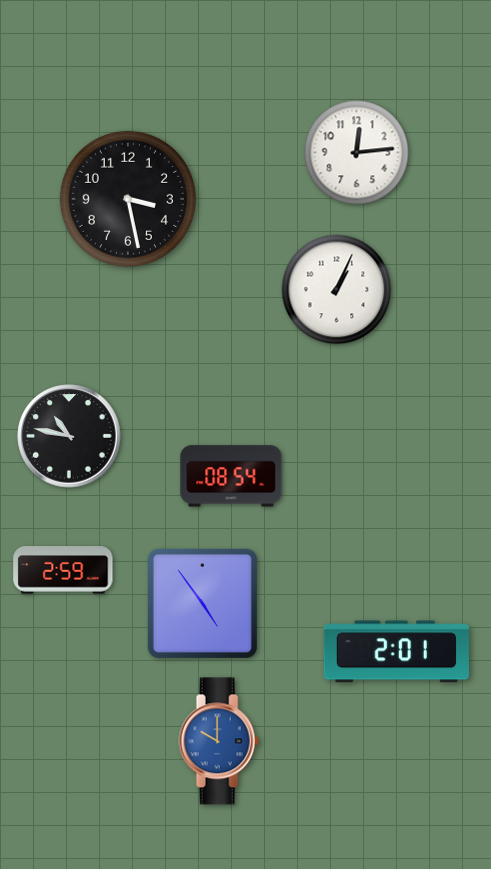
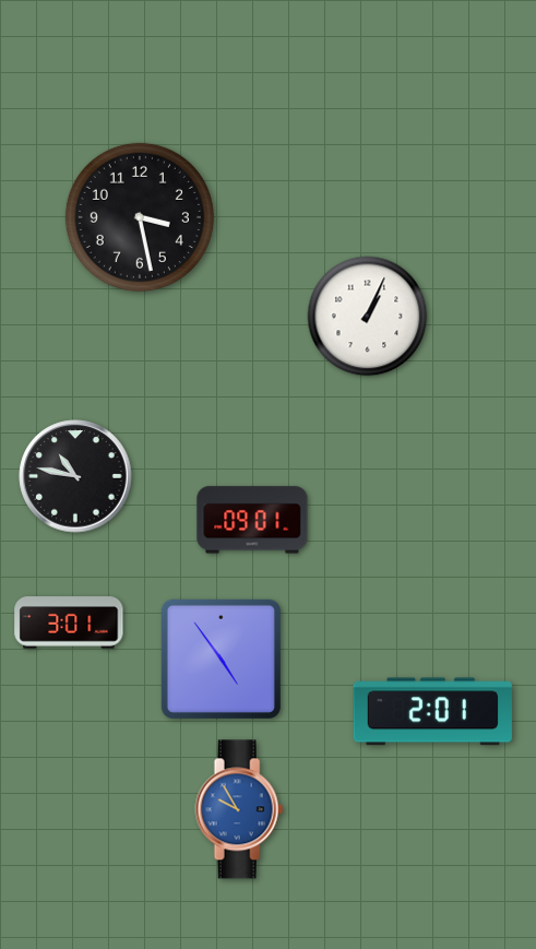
clock at (357, 153): 12:14 -> none
clock at (231, 476): 08:54 -> 09:01
clock at (63, 570): 2:59 -> 3:01
clock at (219, 741): 10:00 -> 9:55
